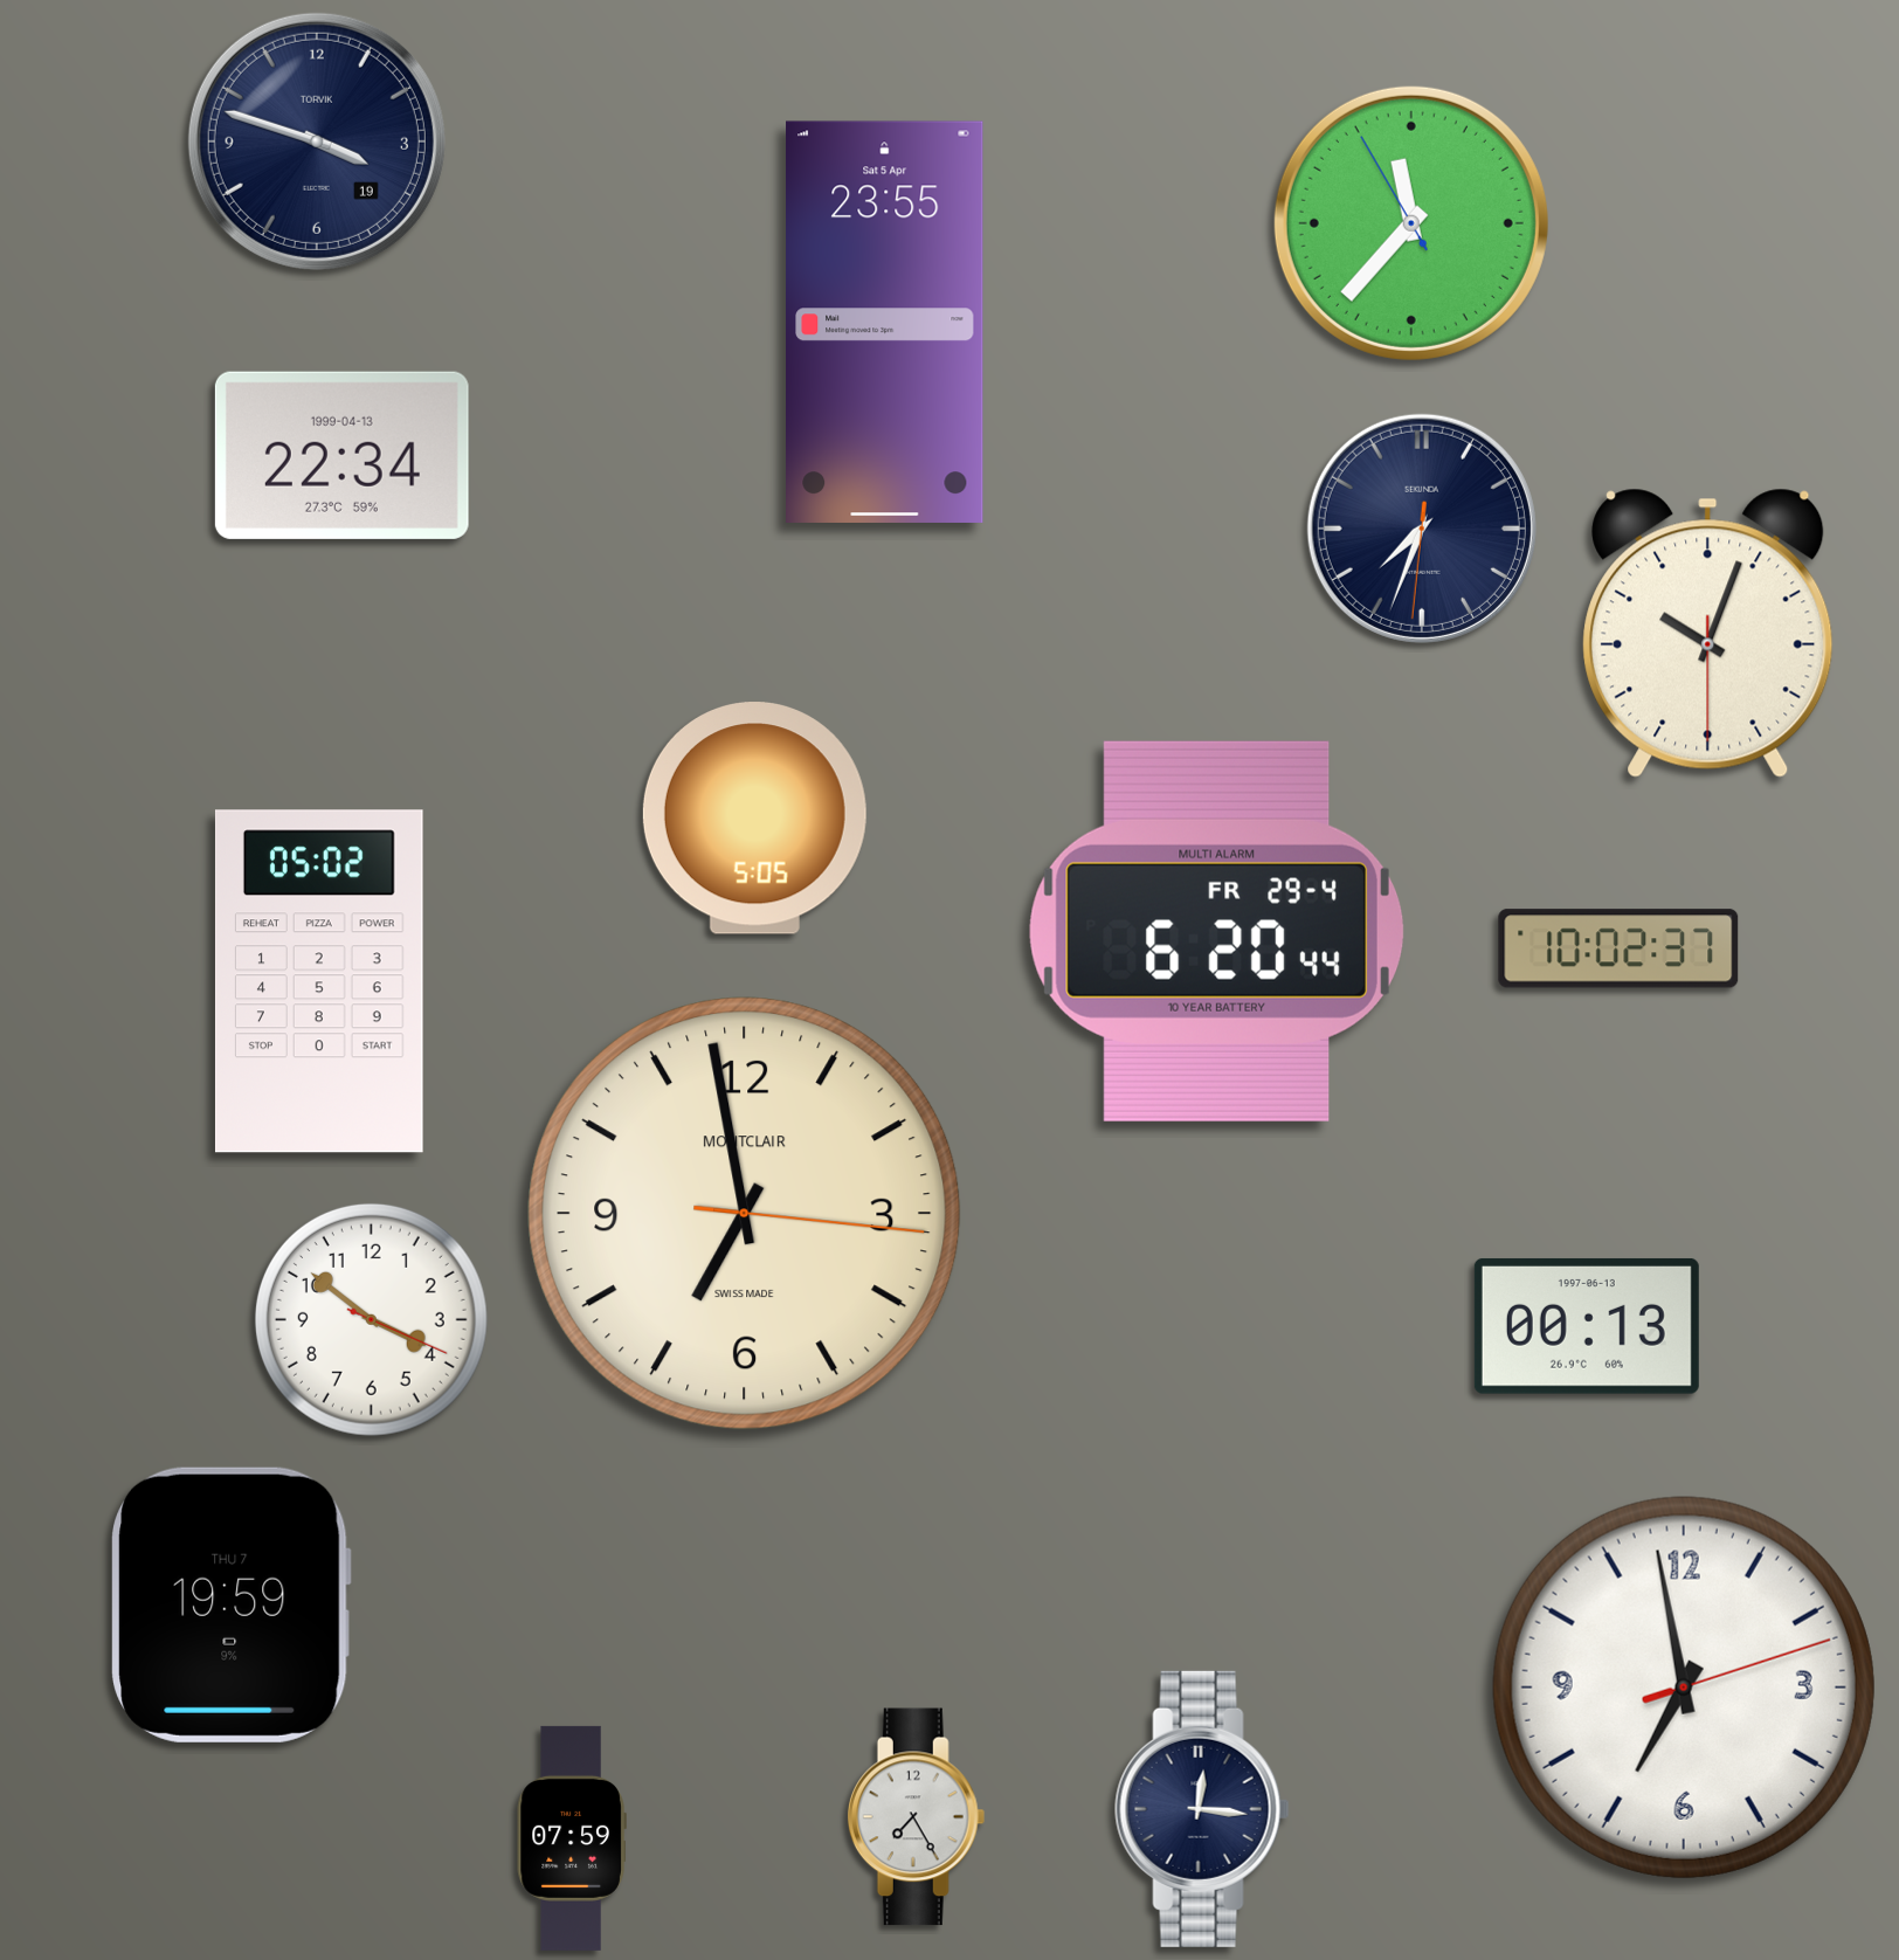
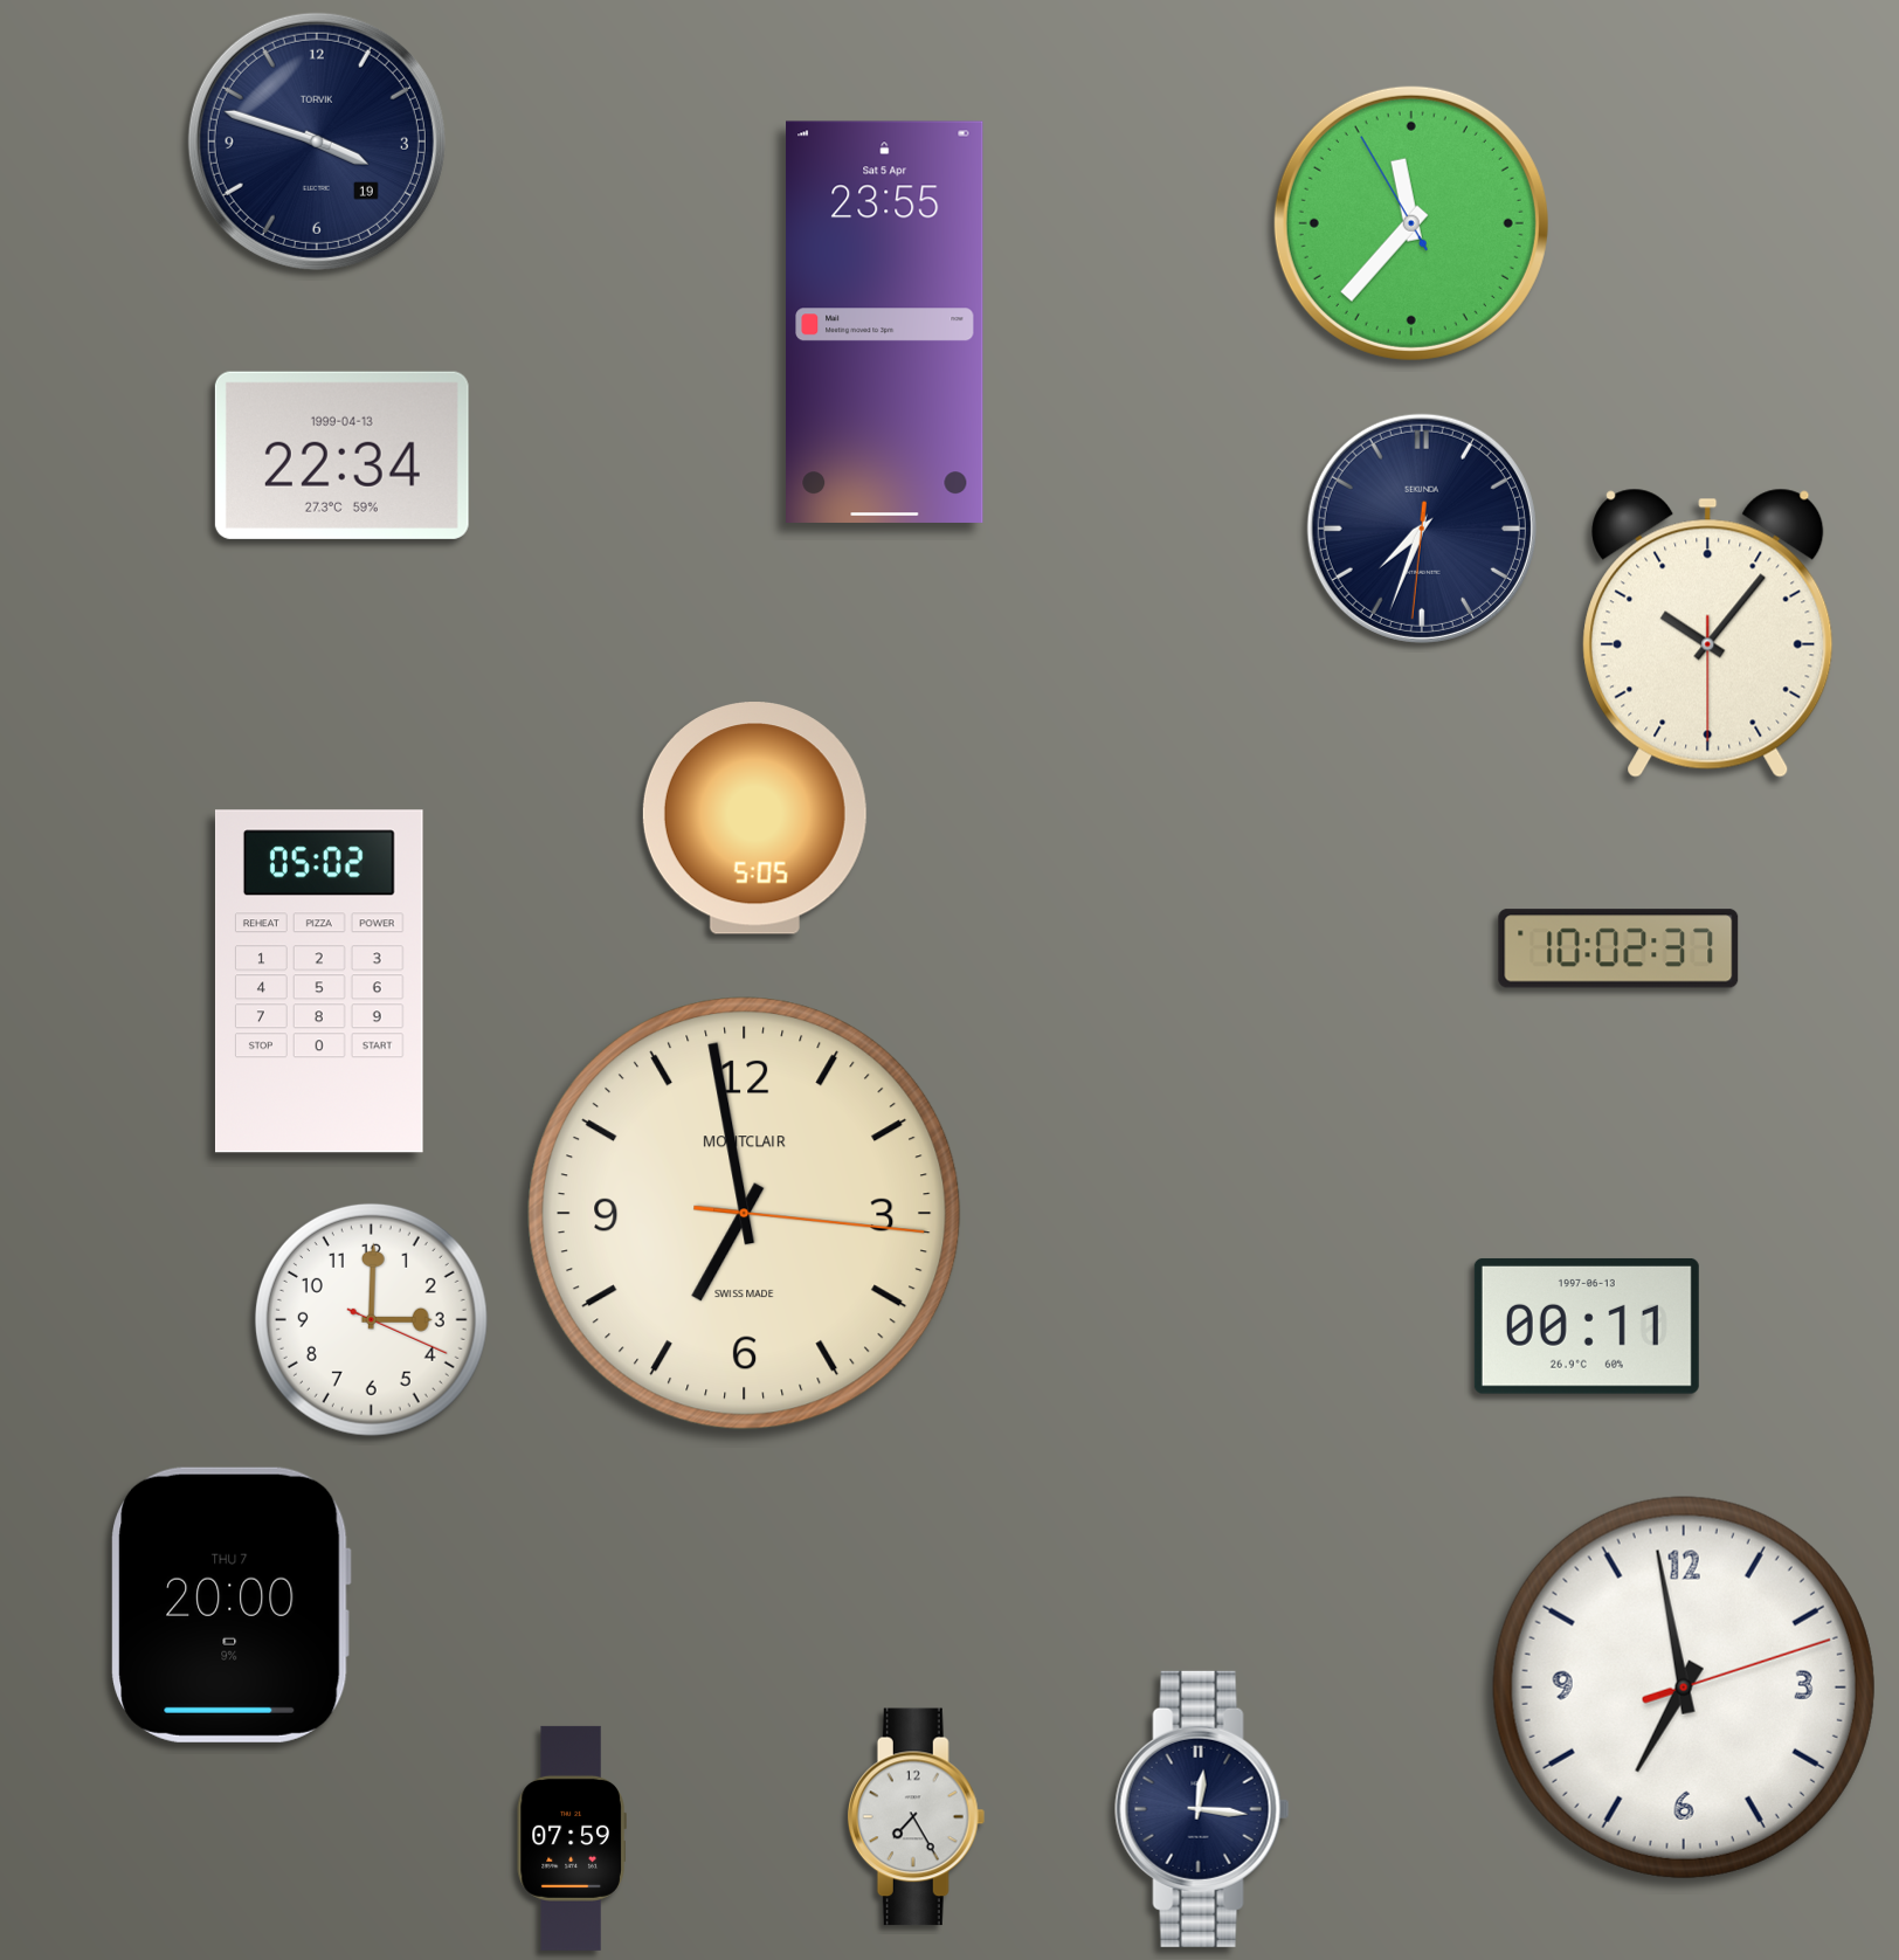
clock at (1708, 633): 10:03 -> 10:06
clock at (1216, 931): 6:20 -> none
clock at (371, 1319): 3:51 -> 3:00
clock at (1587, 1326): 00:13 -> 00:11
clock at (230, 1604): 19:59 -> 20:00
